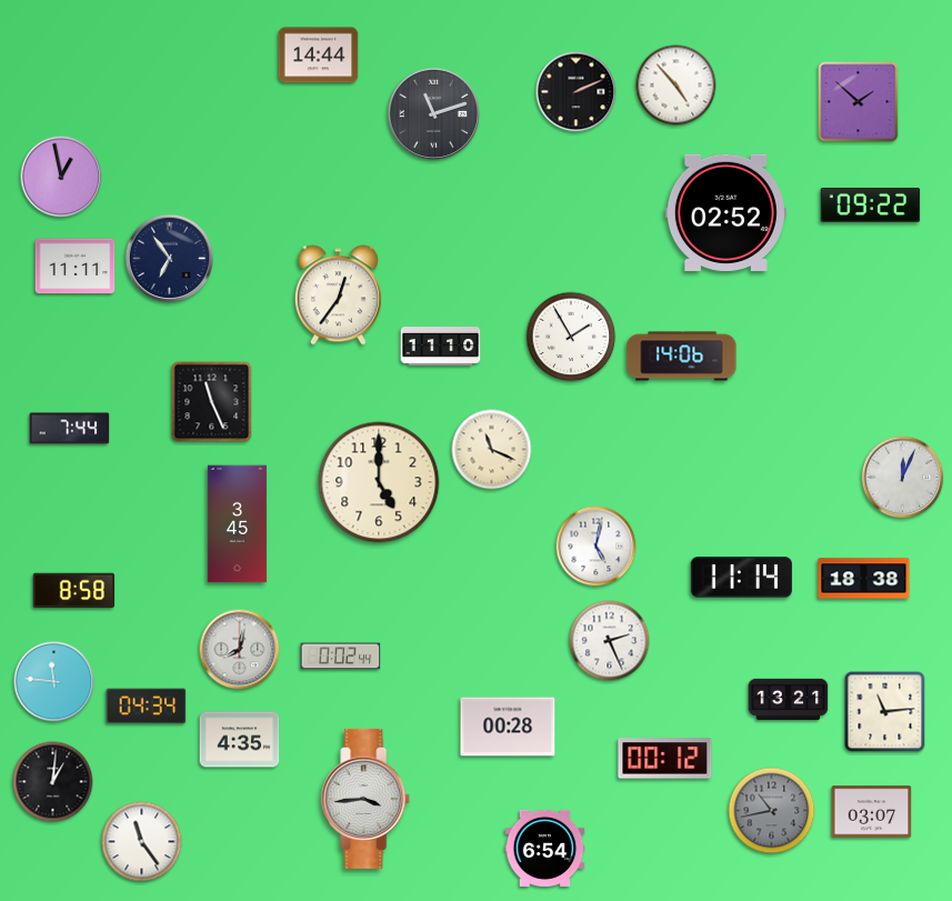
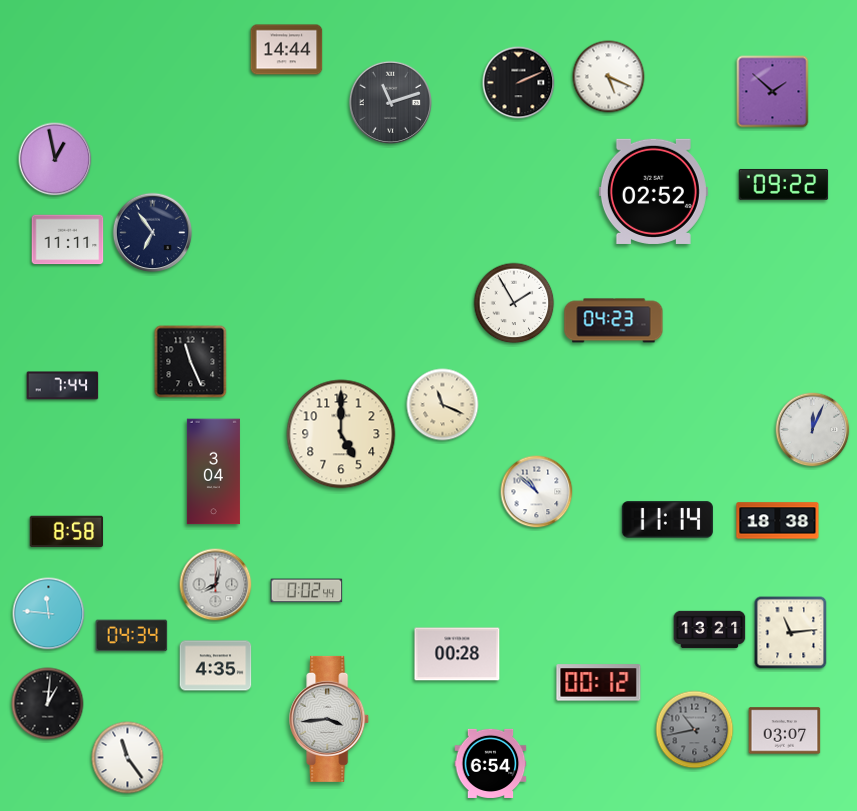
clock at (677, 86): 4:53 -> 5:19
clock at (338, 296): 12:36 -> none
clock at (441, 347): 11:10 -> none
clock at (682, 357): 14:06 -> 04:23
clock at (237, 524): 3:45 -> 3:04
clock at (597, 547): 5:02 -> 10:52
clock at (610, 641): 2:26 -> none
clock at (885, 712) position: (885, 712) -> (791, 633)
